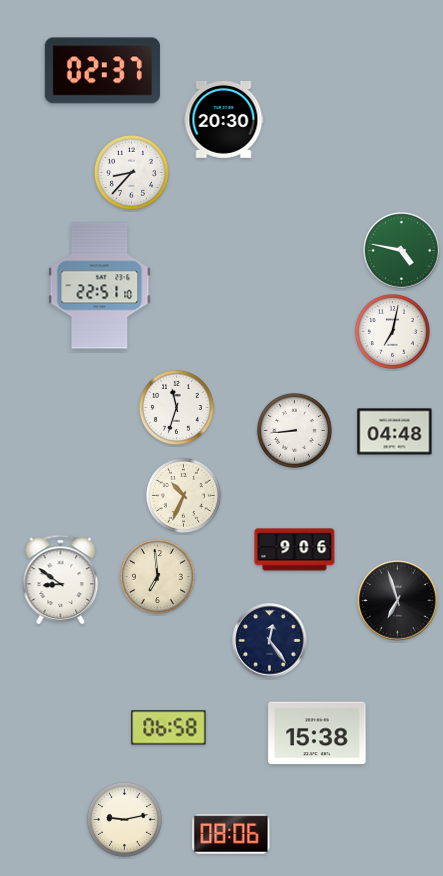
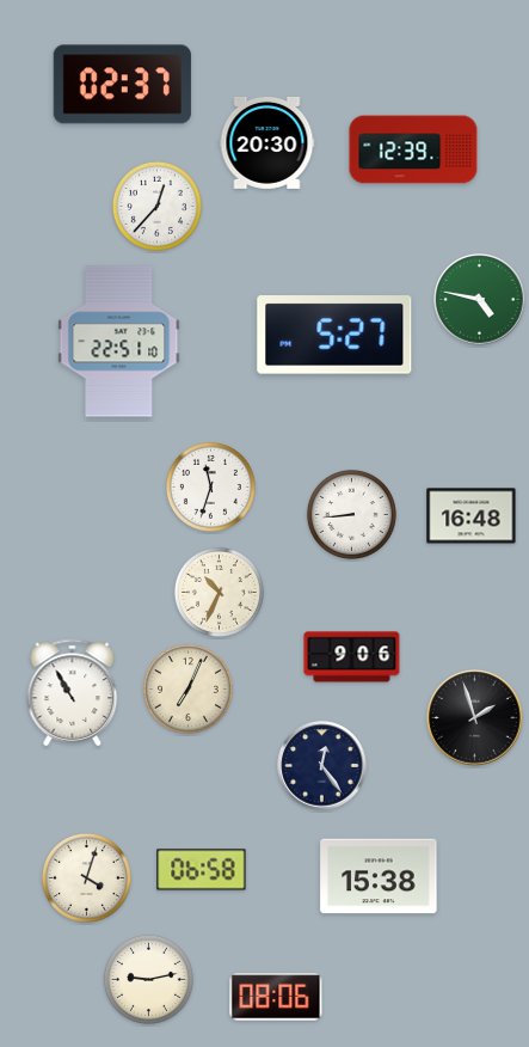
clock at (413, 149): none -> 12:39
clock at (131, 172): 8:37 -> 12:37
clock at (334, 335): none -> 5:27
clock at (392, 331): 7:02 -> none
clock at (395, 432): 04:48 -> 16:48
clock at (157, 576): 6:59 -> 7:04
clock at (61, 579): 8:51 -> 10:55
clock at (398, 601): 6:57 -> 1:57
clock at (86, 877): none -> 4:03
